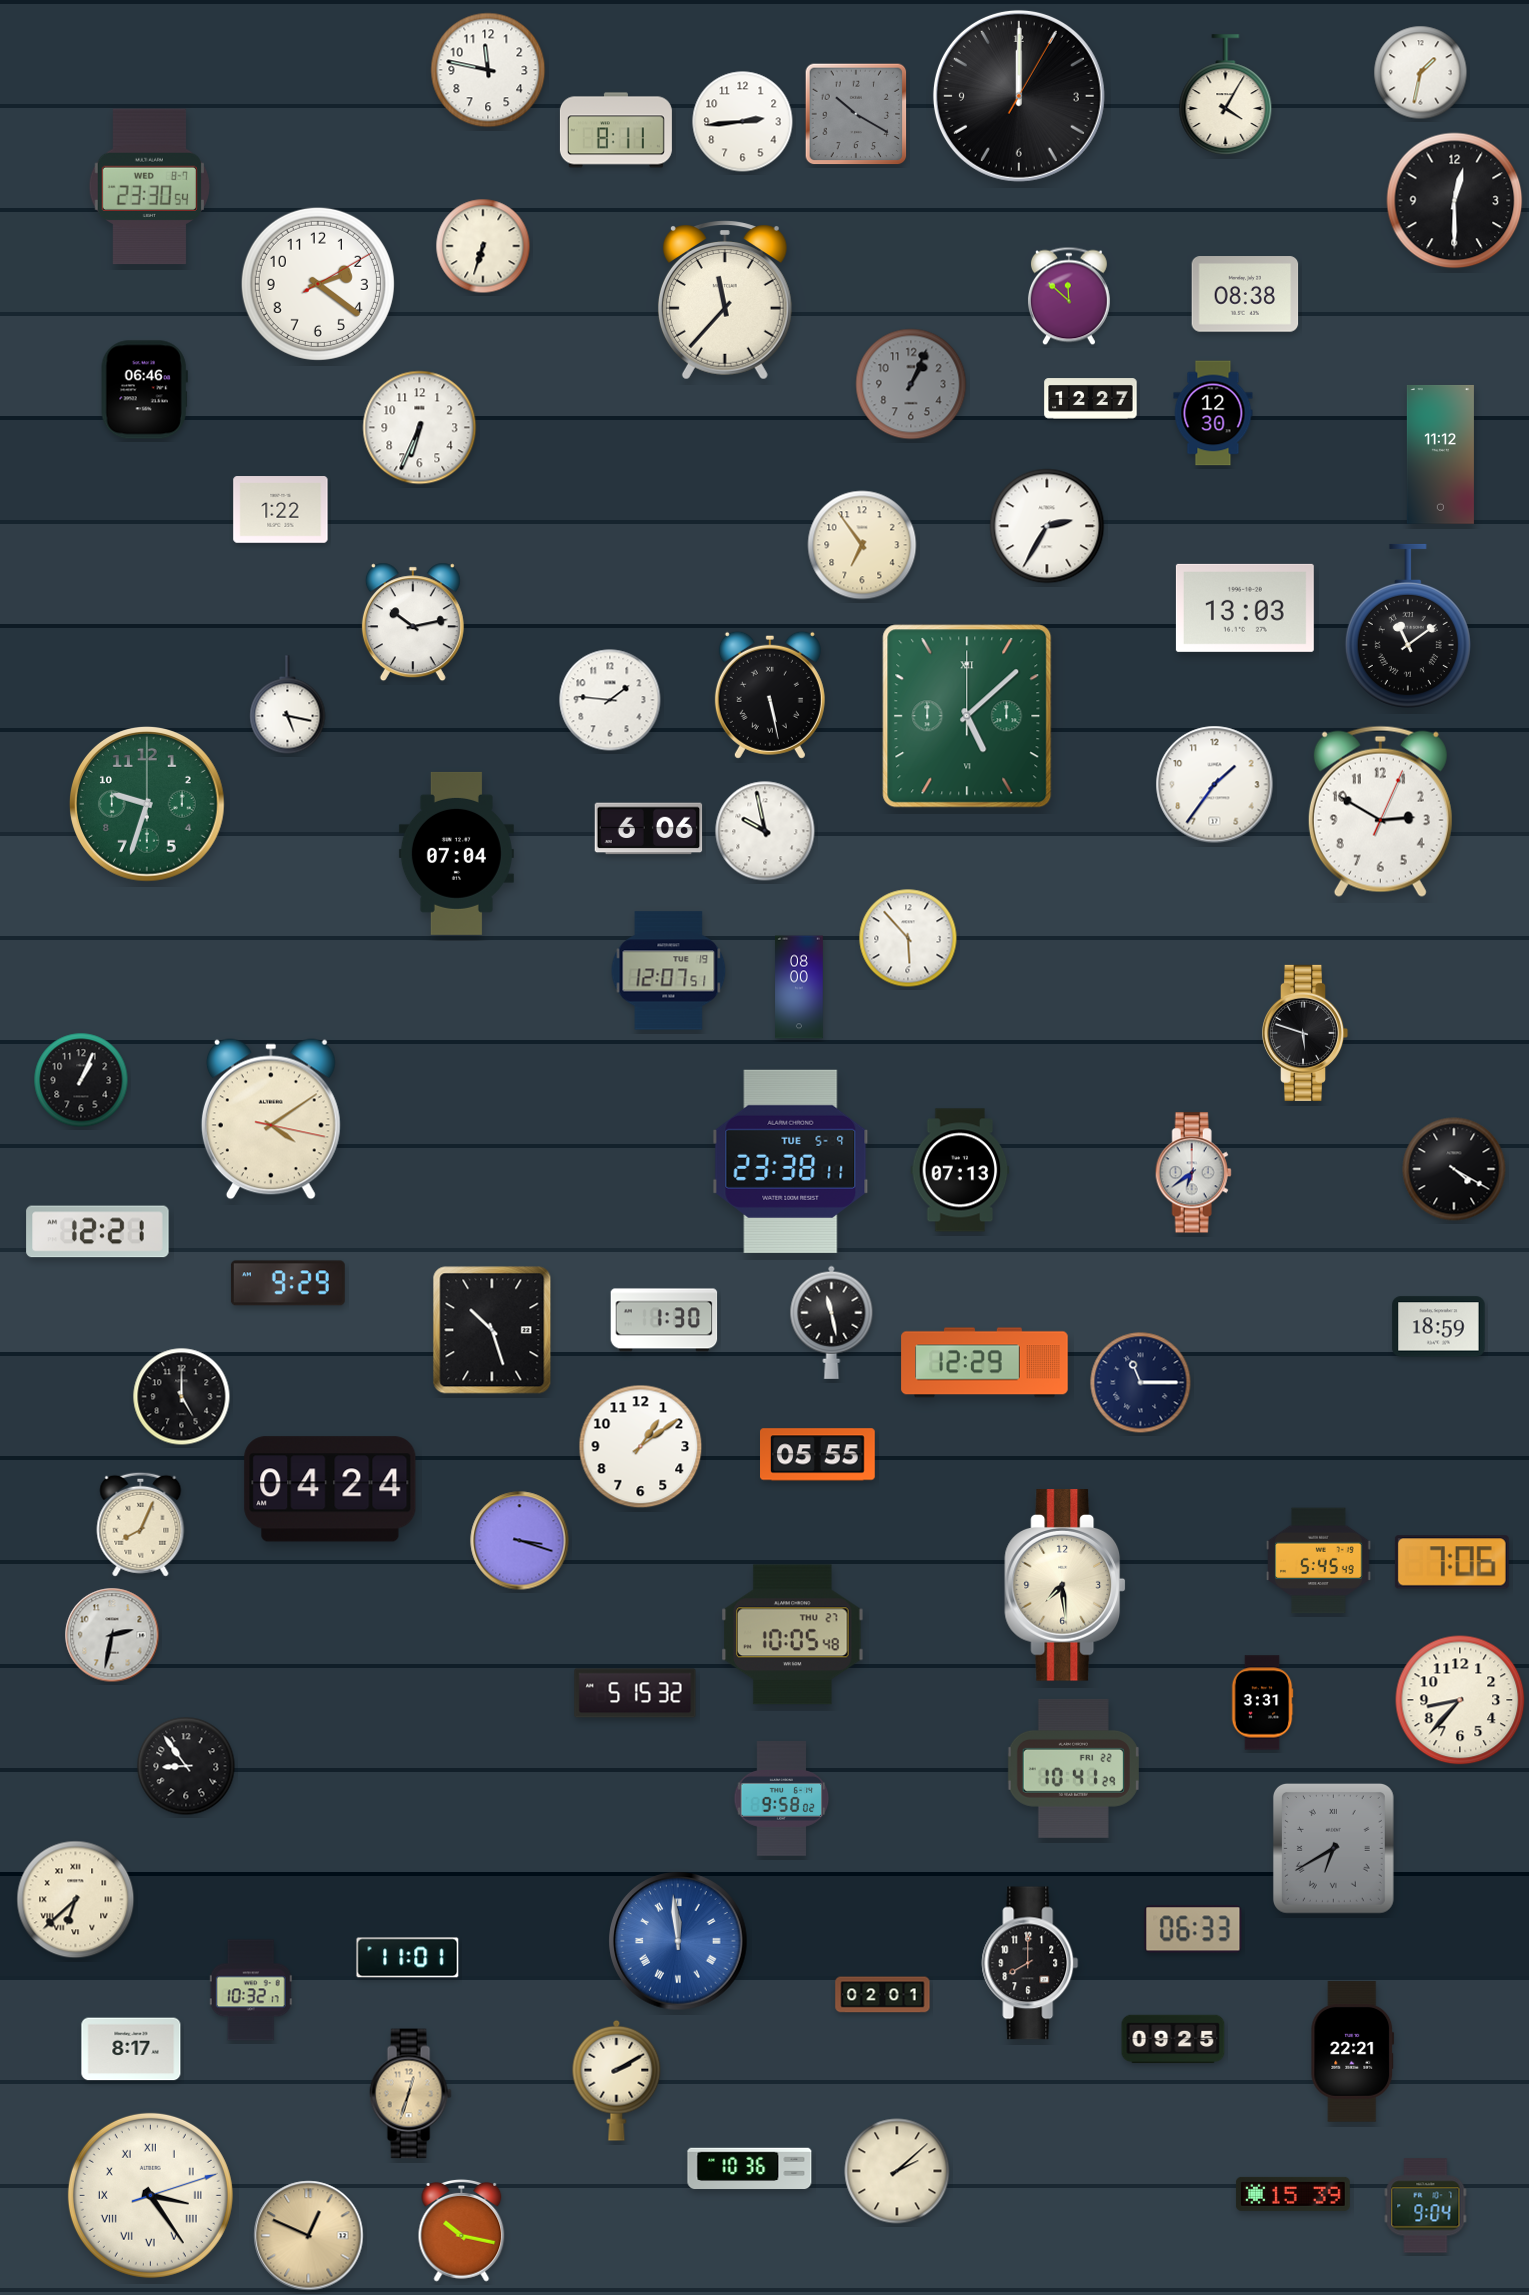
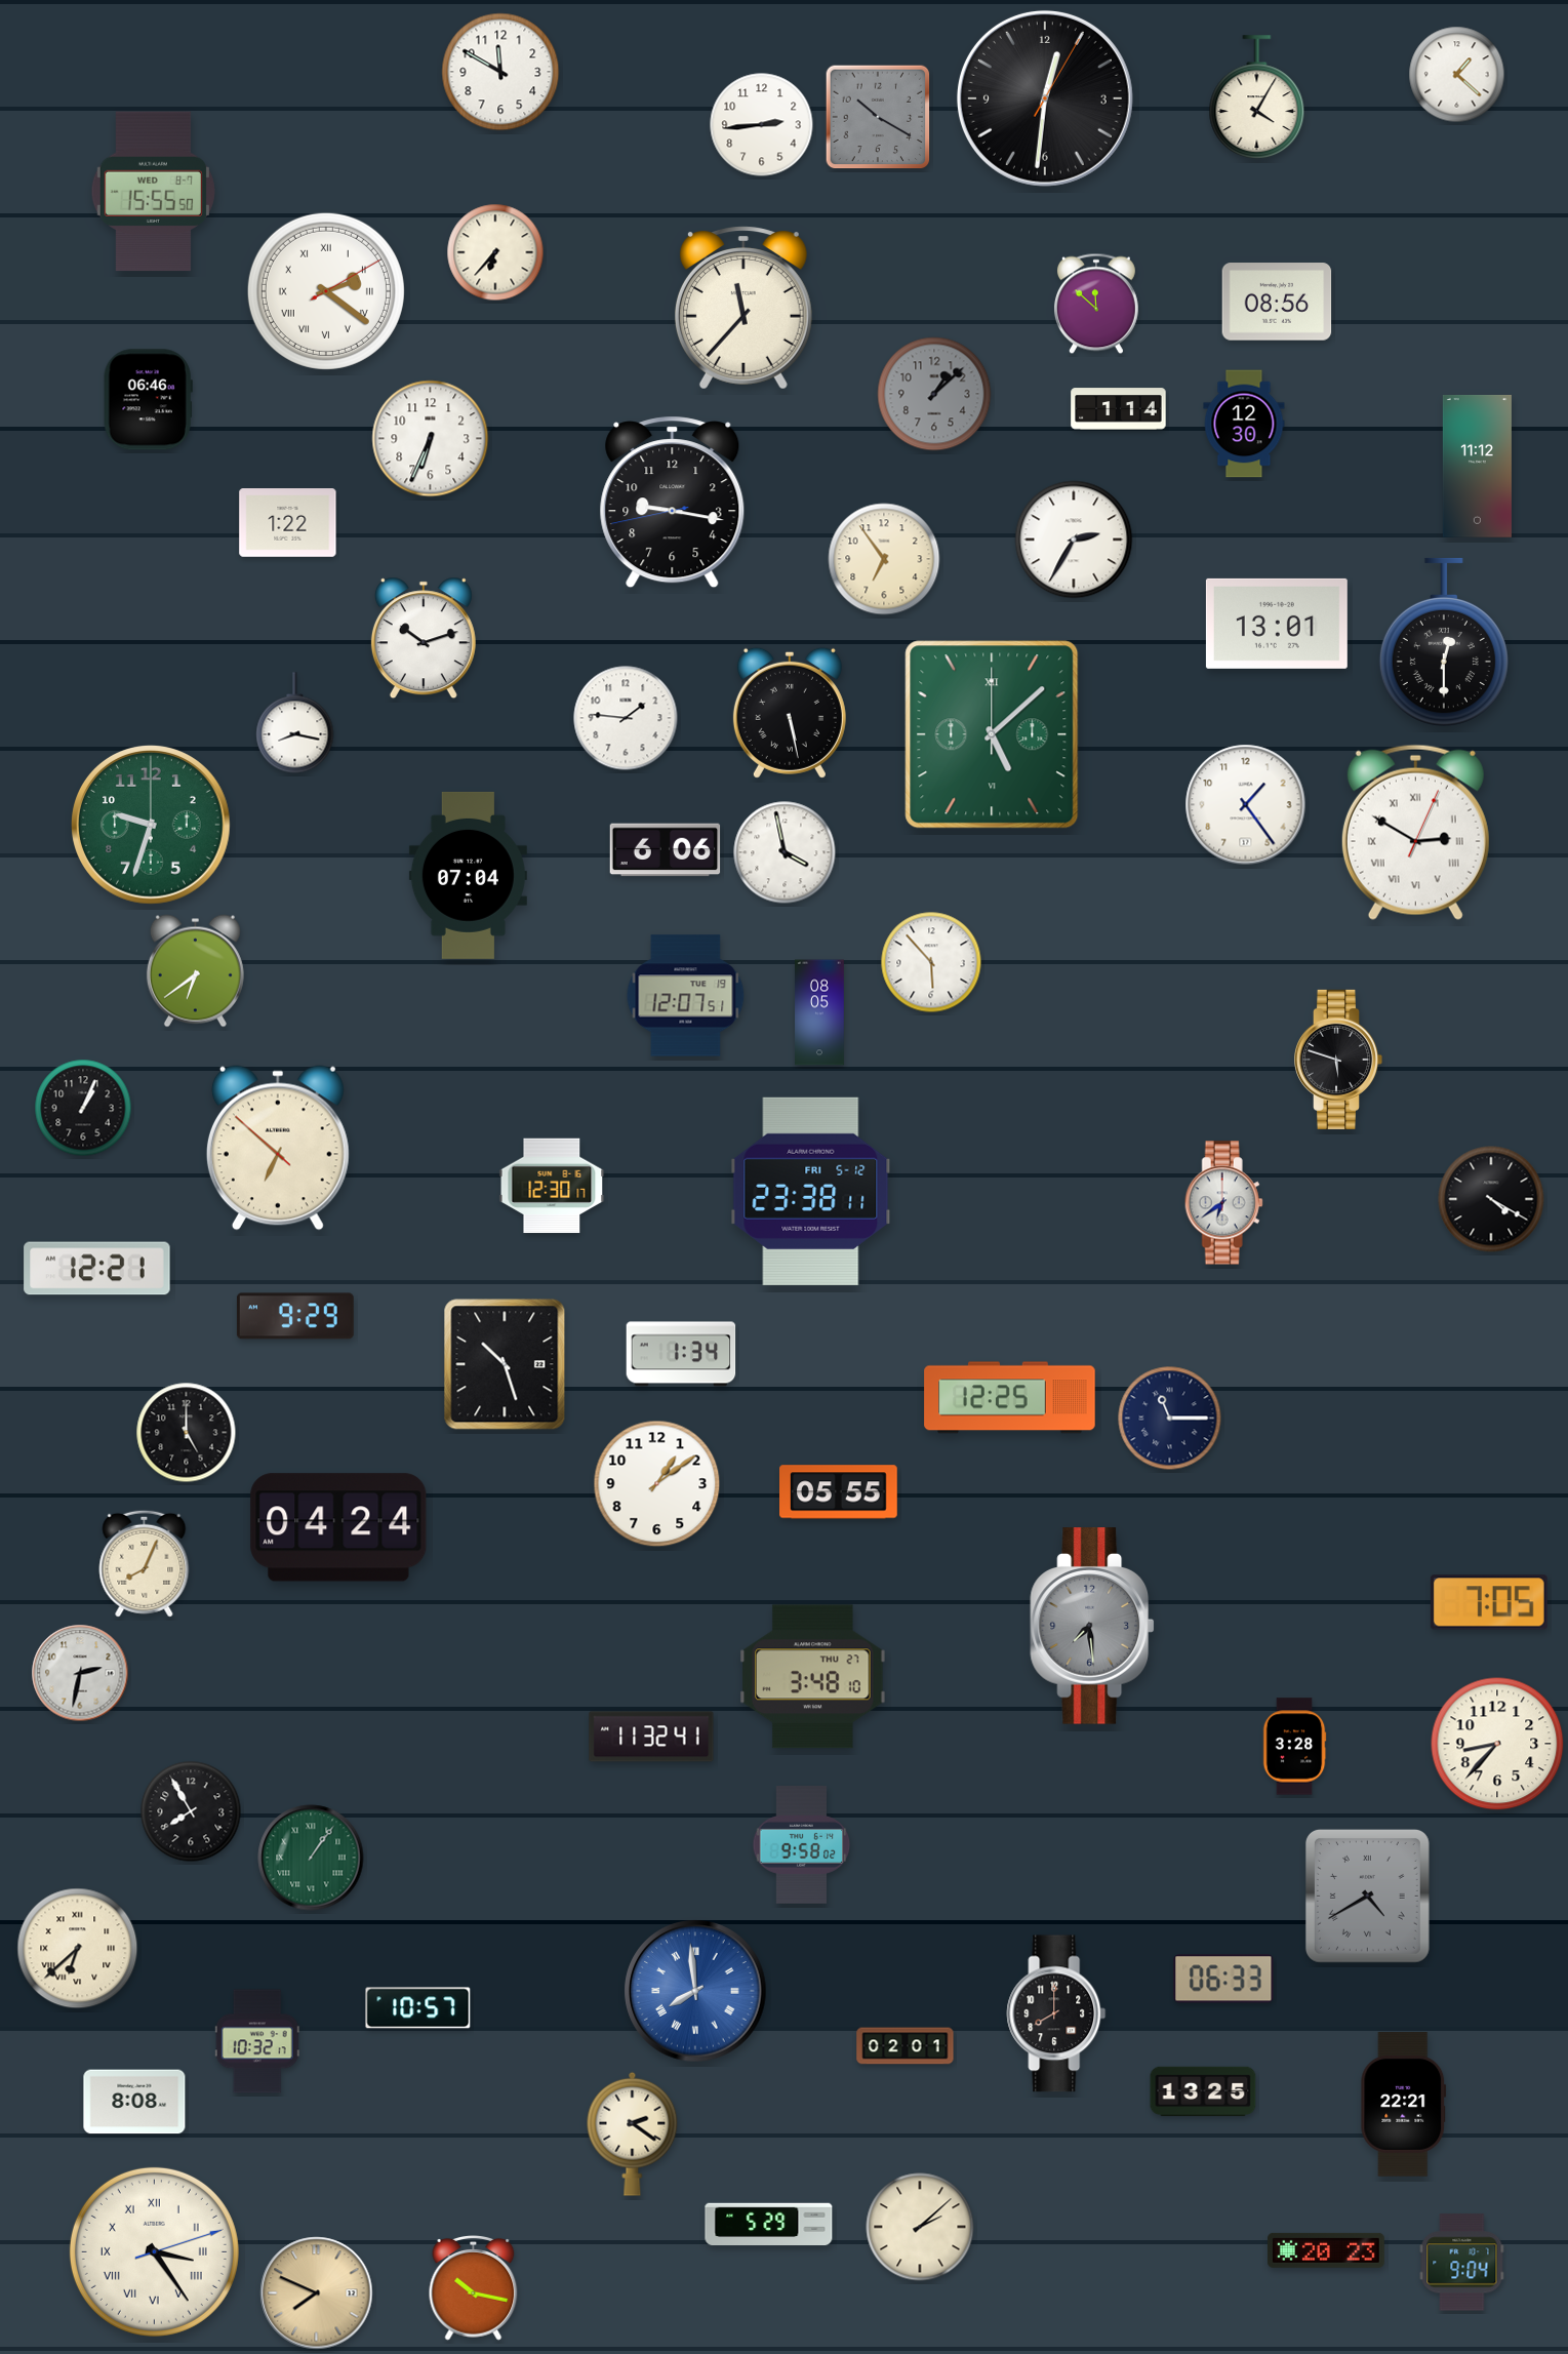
clock at (488, 70): 11:47 -> 11:50
clock at (1421, 73): 1:32 -> 1:22
clock at (1019, 96): 12:00 -> 12:31
clock at (616, 130): 8:11 -> none
clock at (149, 187): 23:30 -> 15:55
clock at (1455, 201): 12:30 -> none
clock at (483, 246): 6:33 -> 6:37
clock at (318, 284) numerals: Arabic -> Roman
clock at (1245, 294): 08:38 -> 08:56
clock at (911, 384): 1:04 -> 1:08
clock at (1091, 399): 12:27 -> 1:14
clock at (673, 503): none -> 9:16
clock at (1245, 608): 13:03 -> 13:01
clock at (413, 622): 10:13 -> 10:12
clock at (1408, 626): 11:09 -> 12:30
clock at (288, 705): 5:17 -> 8:17
clock at (1215, 785): 1:36 -> 1:24
clock at (1380, 811) numerals: Arabic -> Roman
clock at (765, 831): 9:58 -> 3:58
clock at (195, 971): none -> 6:39
clock at (799, 987): 08:00 -> 08:05
clock at (271, 1119): 4:09 -> 6:51
clock at (552, 1186): none -> 12:30
clock at (791, 1161) date: TUE 5-9 -> FRI 5-12
clock at (960, 1170): 07:13 -> none
clock at (98, 1232) position: (98, 1232) -> (97, 1269)
clock at (664, 1320): 1:30 -> 1:34
clock at (832, 1322): 11:28 -> none
clock at (1439, 1327): 18:59 -> none
clock at (985, 1363): 12:29 -> 12:25
clock at (520, 1541): 3:18 -> none
clock at (1319, 1561): 5:45 -> none
clock at (1452, 1562): 7:06 -> 7:05
clock at (1065, 1585) dial: cream -> grey
clock at (112, 1635) position: (112, 1635) -> (80, 1673)
clock at (793, 1635): 10:05 -> 3:48
clock at (635, 1693): 5:15 -> 11:32
clock at (1262, 1703): 3:31 -> 3:28
clock at (186, 1766): 8:54 -> 7:55
clock at (1073, 1768): 10:41 -> none
clock at (311, 1858): none -> 1:06
clock at (1333, 1848): 6:40 -> 4:40
clock at (678, 1941): 11:59 -> 7:59
clock at (408, 1958): 11:01 -> 10:57
clock at (1173, 2039): 09:25 -> 13:25
clock at (131, 2049): 8:17 -> 8:08
clock at (1353, 2052) position: (1353, 2052) -> (1404, 2105)
clock at (617, 2080): 2:10 -> 2:21
clock at (410, 2094): 12:33 -> none
clock at (750, 2169): 10:36 -> 5:29
clock at (1293, 2194): 15:39 -> 20:23
clock at (309, 2236): 12:49 -> 7:49
